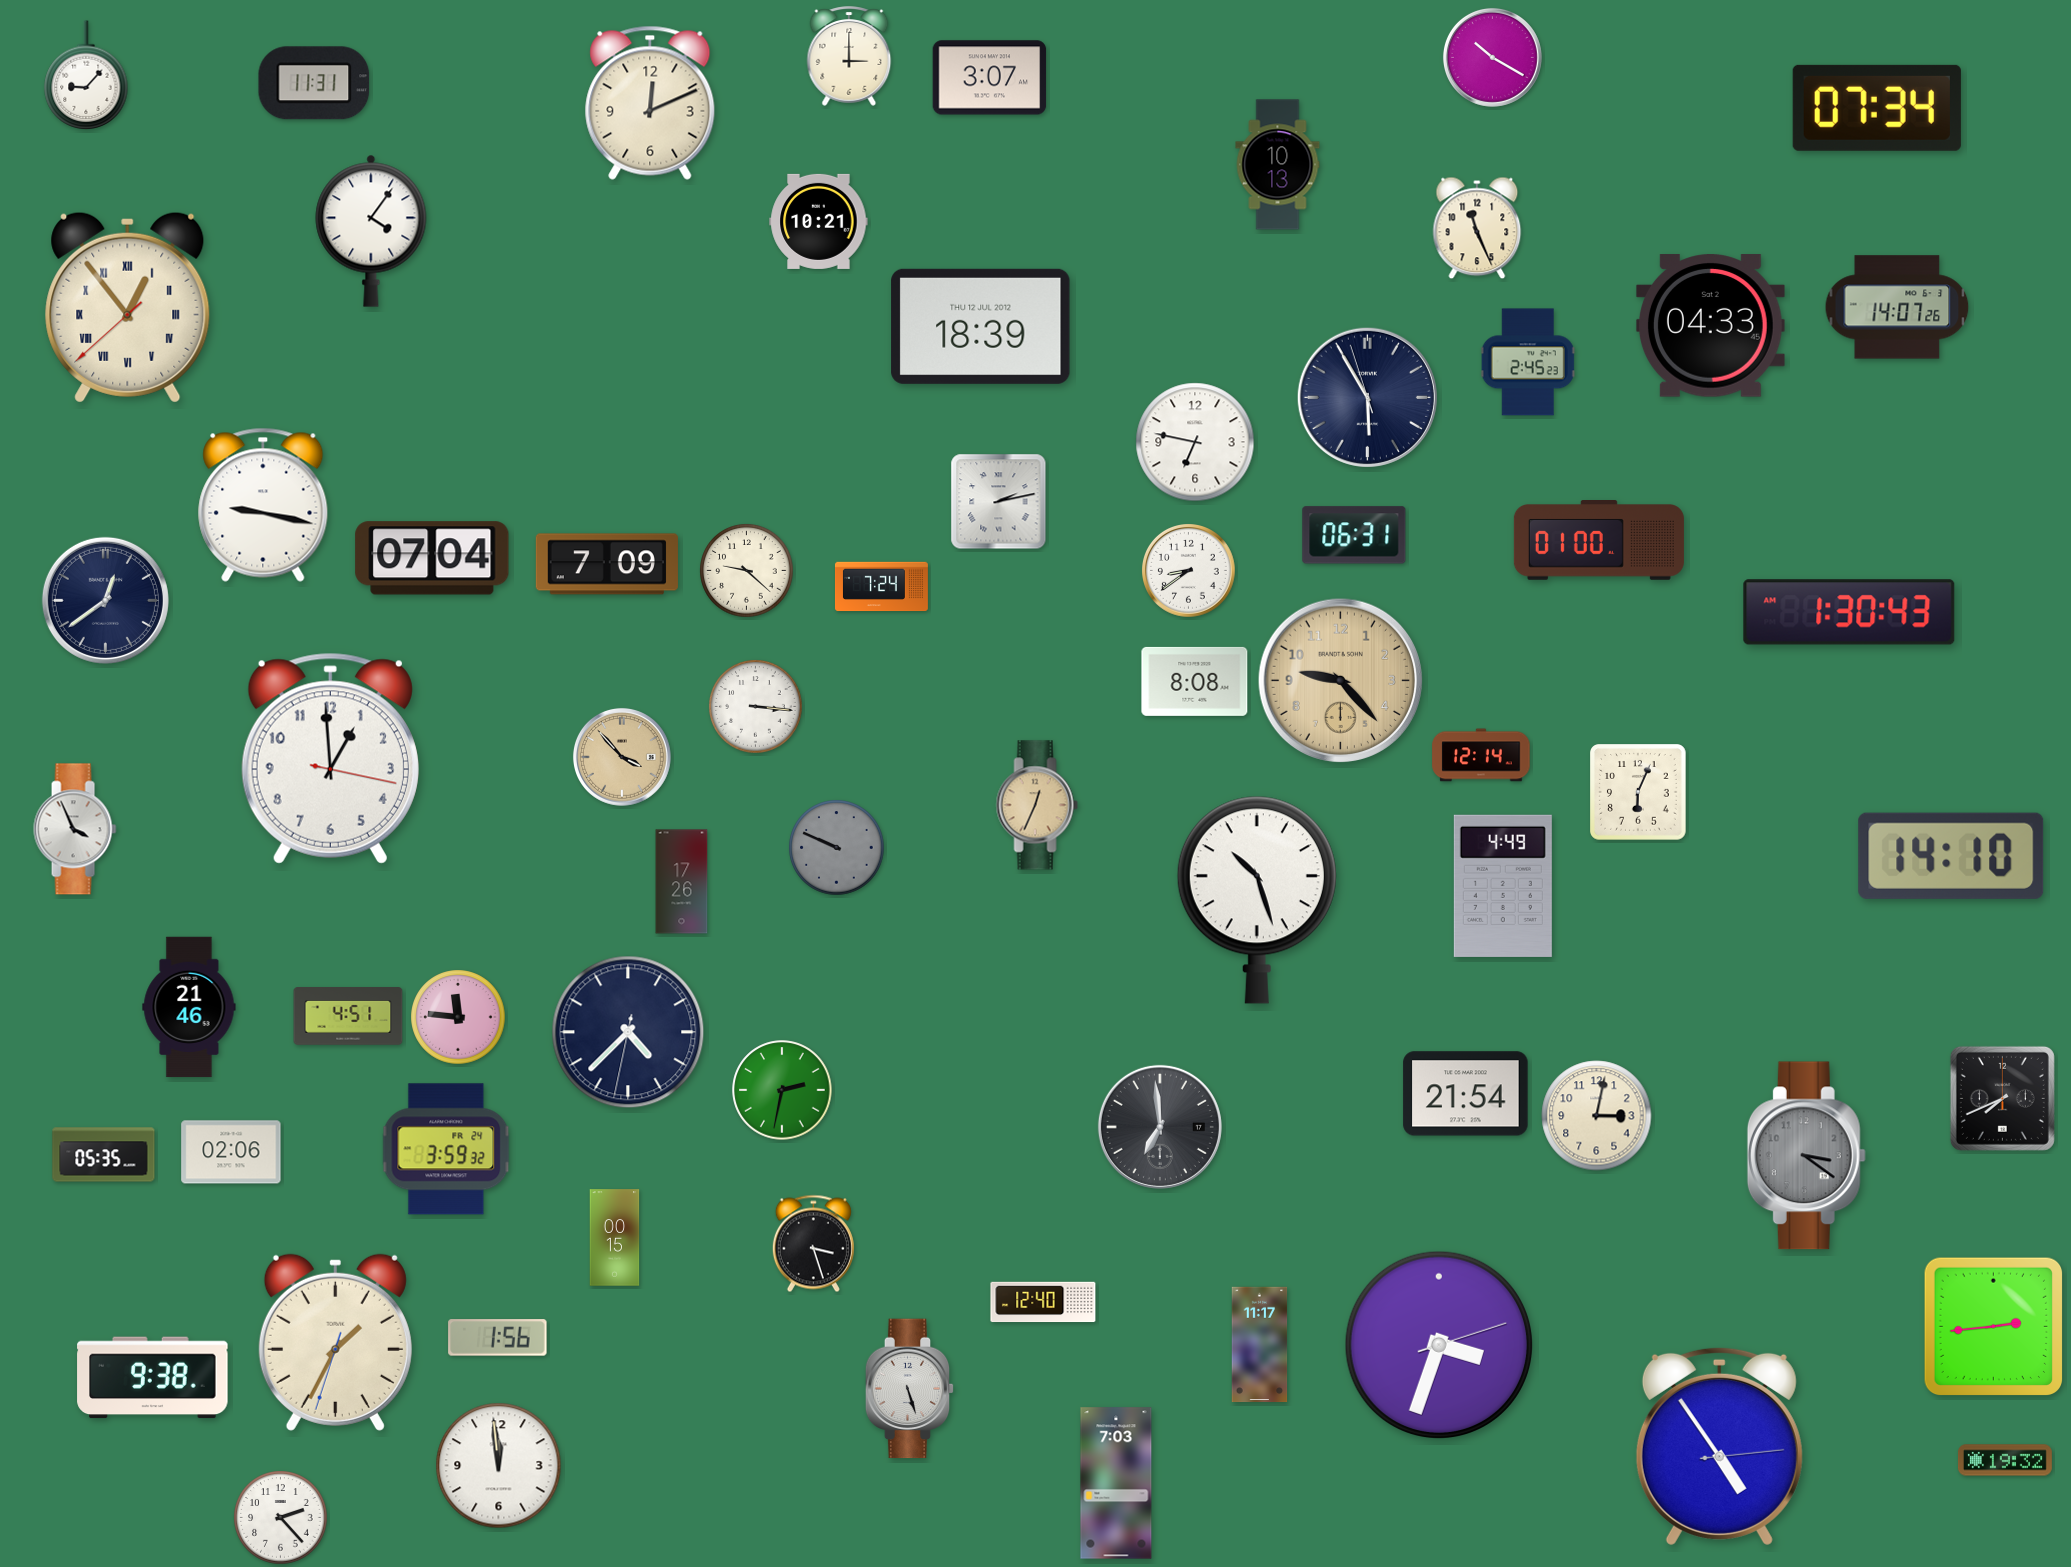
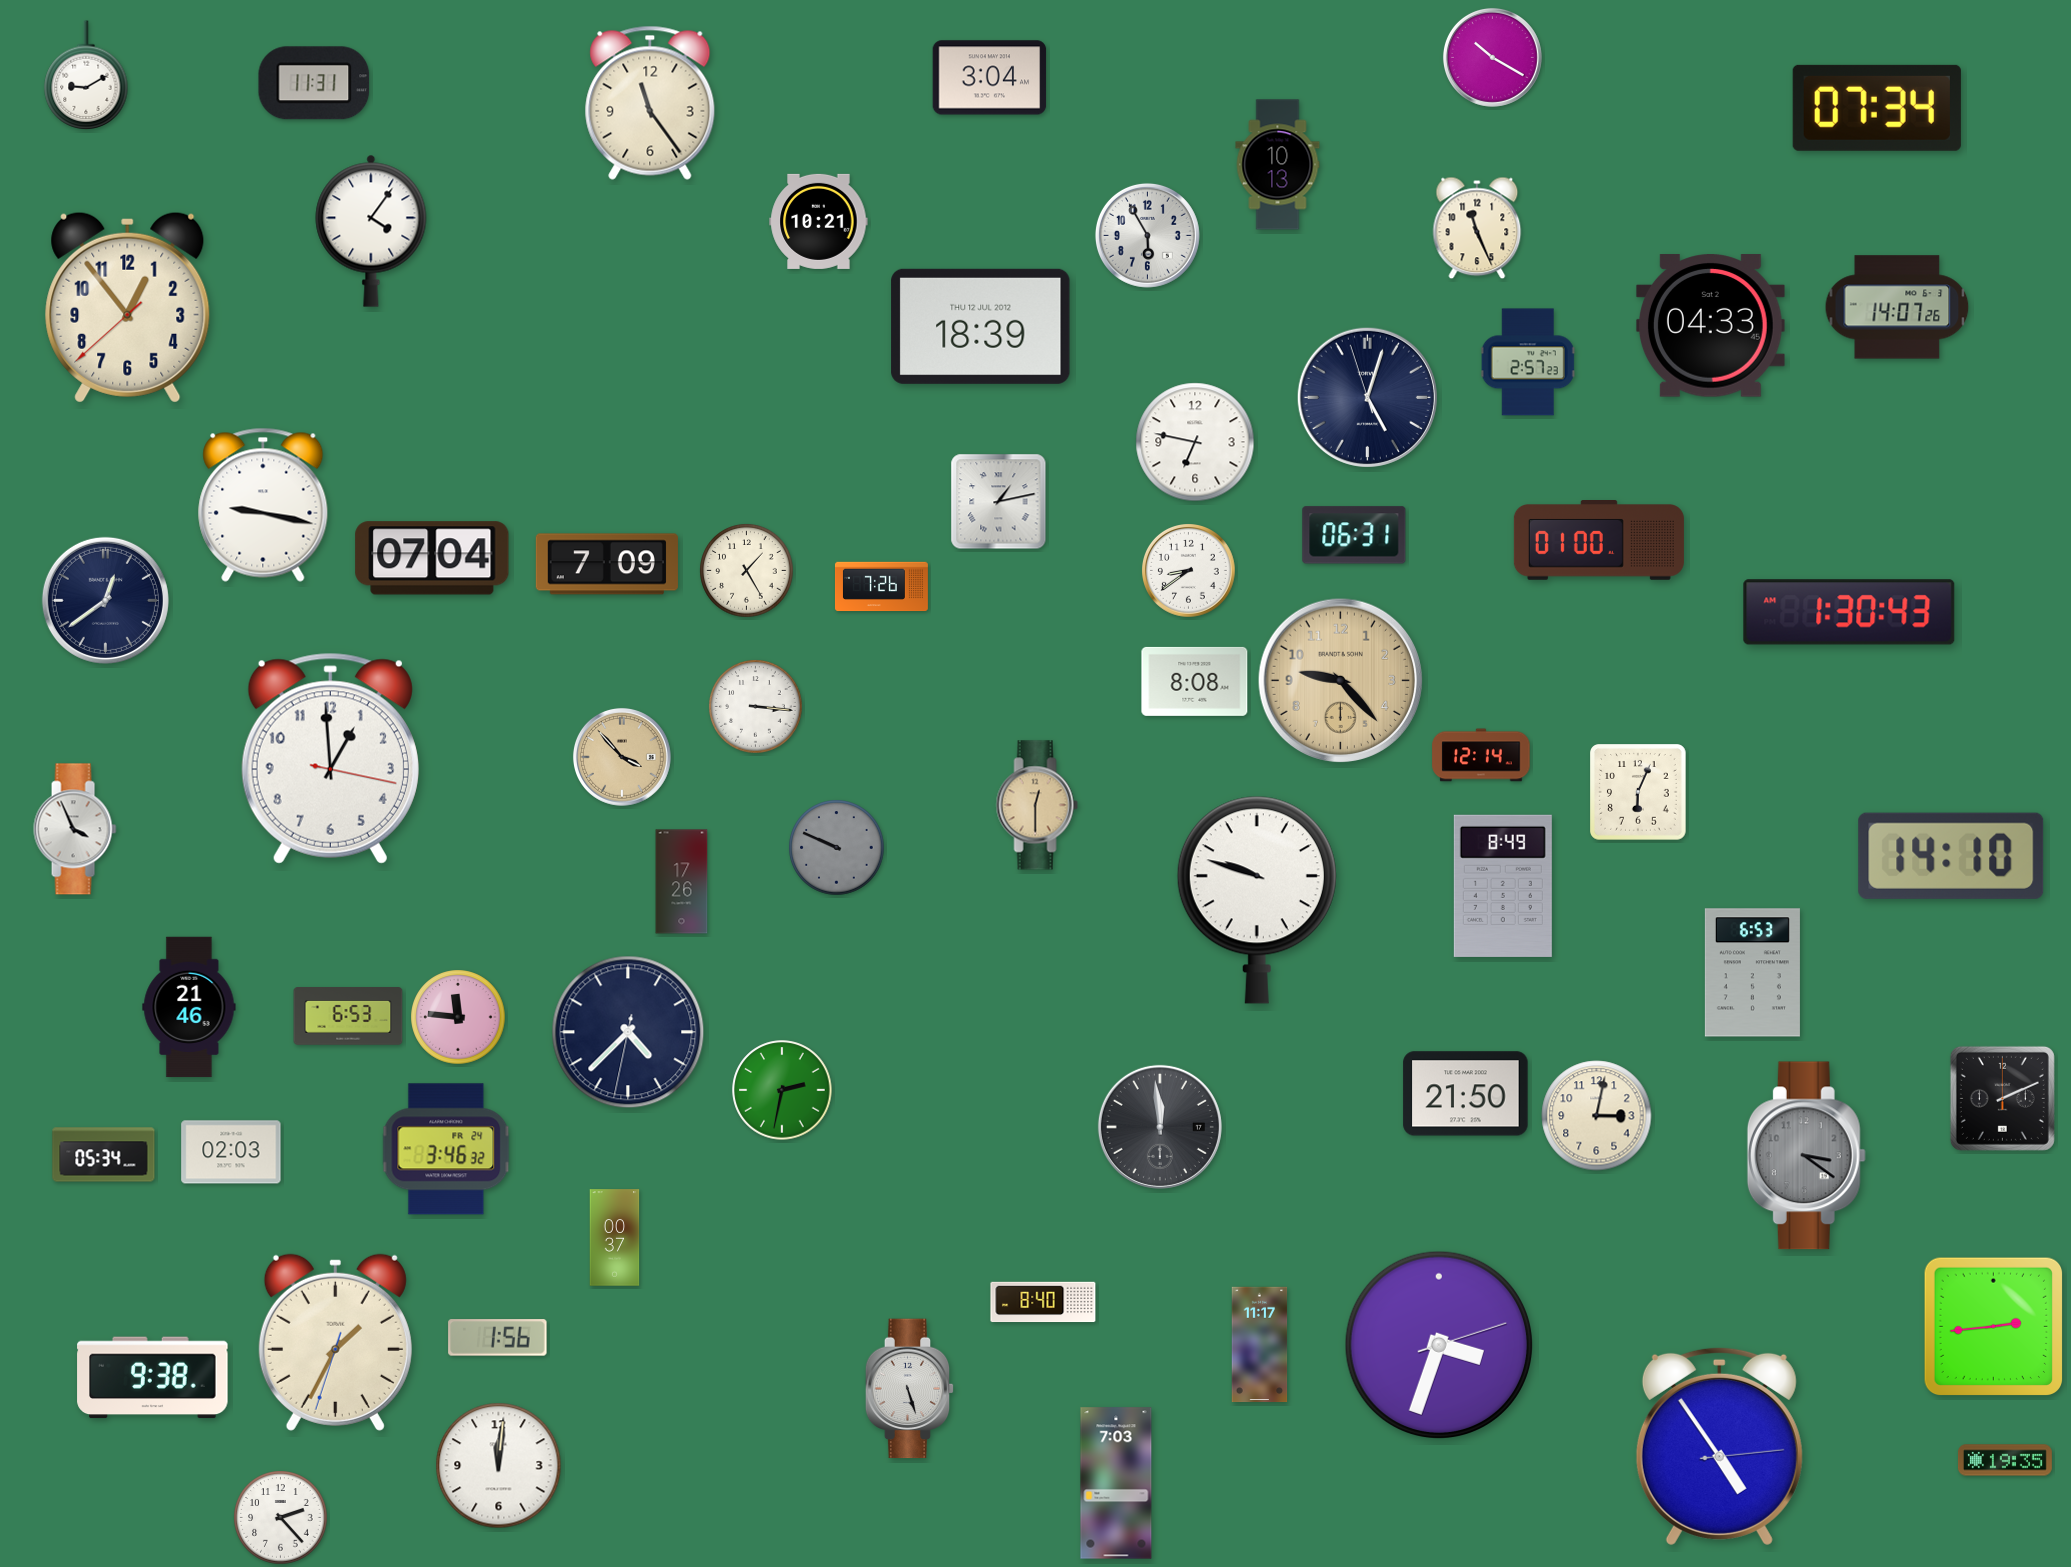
clock at (849, 56): 3:00 -> none
clock at (86, 75): 9:07 -> 9:10
clock at (990, 78): 3:07 -> 3:04
clock at (650, 103): 12:11 -> 11:24
clock at (1147, 235): none -> 5:55
clock at (128, 307) numerals: Roman -> Arabic
clock at (1528, 362): 2:45 -> 2:57
clock at (1367, 397): 5:54 -> 5:02
clock at (999, 502): 2:13 -> 1:13
clock at (747, 571): 9:22 -> 1:25
clock at (881, 587): 7:24 -> 7:26
clock at (1037, 805): 12:34 -> 12:30
clock at (1503, 886): 4:49 -> 8:49
clock at (1257, 900): 10:27 -> 9:48
clock at (1752, 973): none -> 6:53
clock at (348, 1016): 4:51 -> 6:53
clock at (1466, 1094): 21:54 -> 21:50
clock at (2002, 1098): 7:41 -> 2:11
clock at (1160, 1127): 6:59 -> 11:59
clock at (446, 1149): 3:59 -> 3:46
clock at (231, 1152): 02:06 -> 02:03
clock at (104, 1155): 05:35 -> 05:34
clock at (615, 1238): 00:15 -> 00:37
clock at (813, 1244): 3:27 -> none
clock at (1043, 1302): 12:40 -> 8:40
clock at (2005, 1460): 19:32 -> 19:35
clock at (499, 1466): 11:59 -> 12:01
